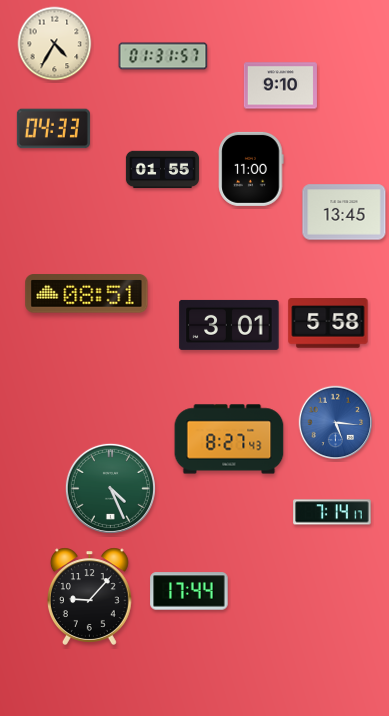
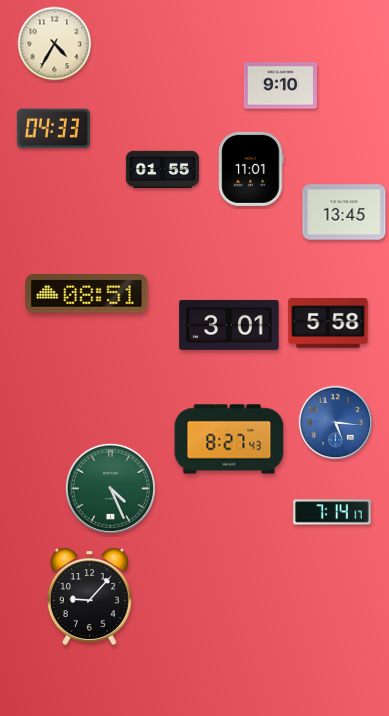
clock at (163, 56): 01:31 -> none
clock at (251, 169): 11:00 -> 11:01
clock at (189, 591): 17:44 -> none
